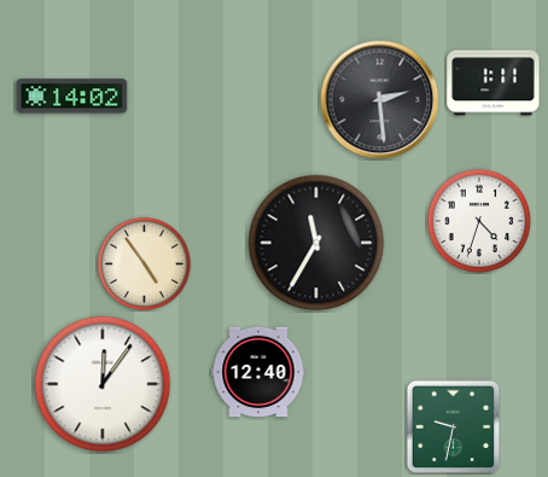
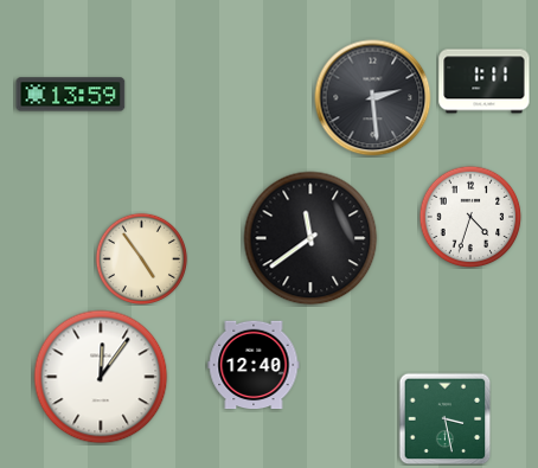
clock at (72, 97): 14:02 -> 13:59
clock at (316, 243): 11:35 -> 11:39
clock at (453, 426): 9:32 -> 3:28
